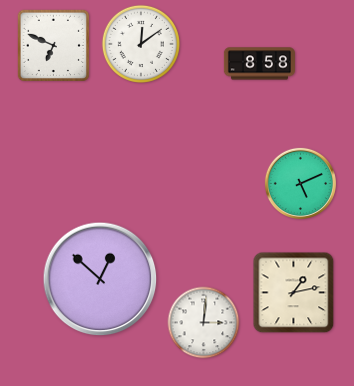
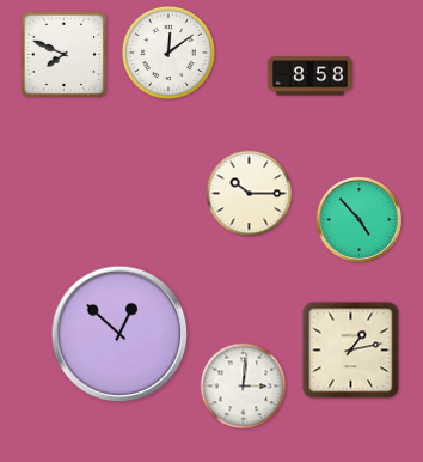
clock at (53, 45): 6:49 -> 7:49
clock at (250, 194): none -> 10:15
clock at (300, 183): 5:11 -> 4:53
